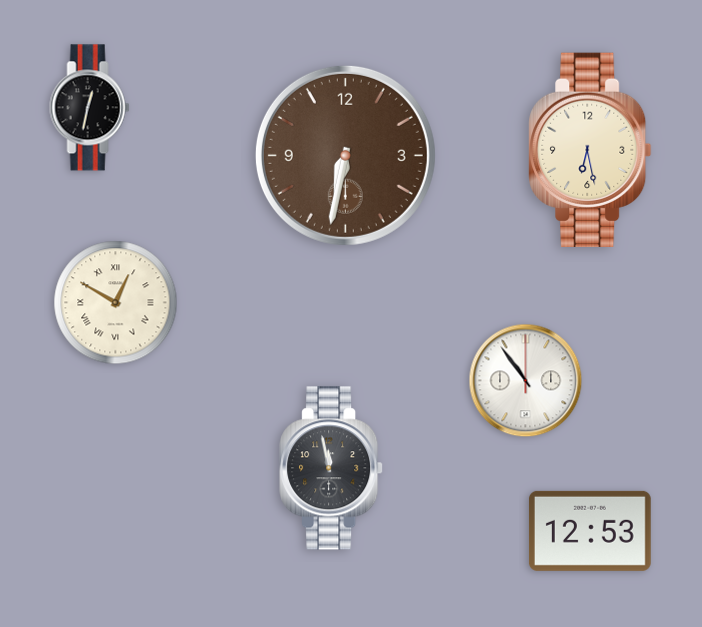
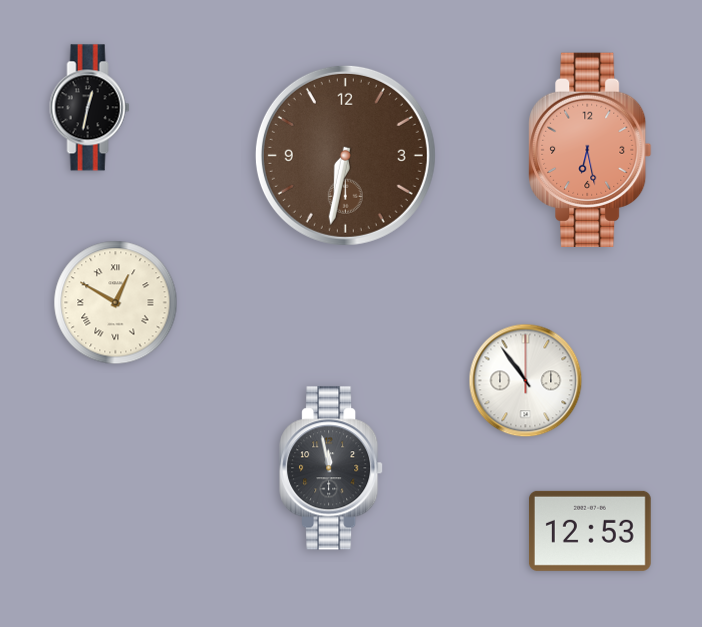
clock at (590, 150) dial: cream -> salmon
